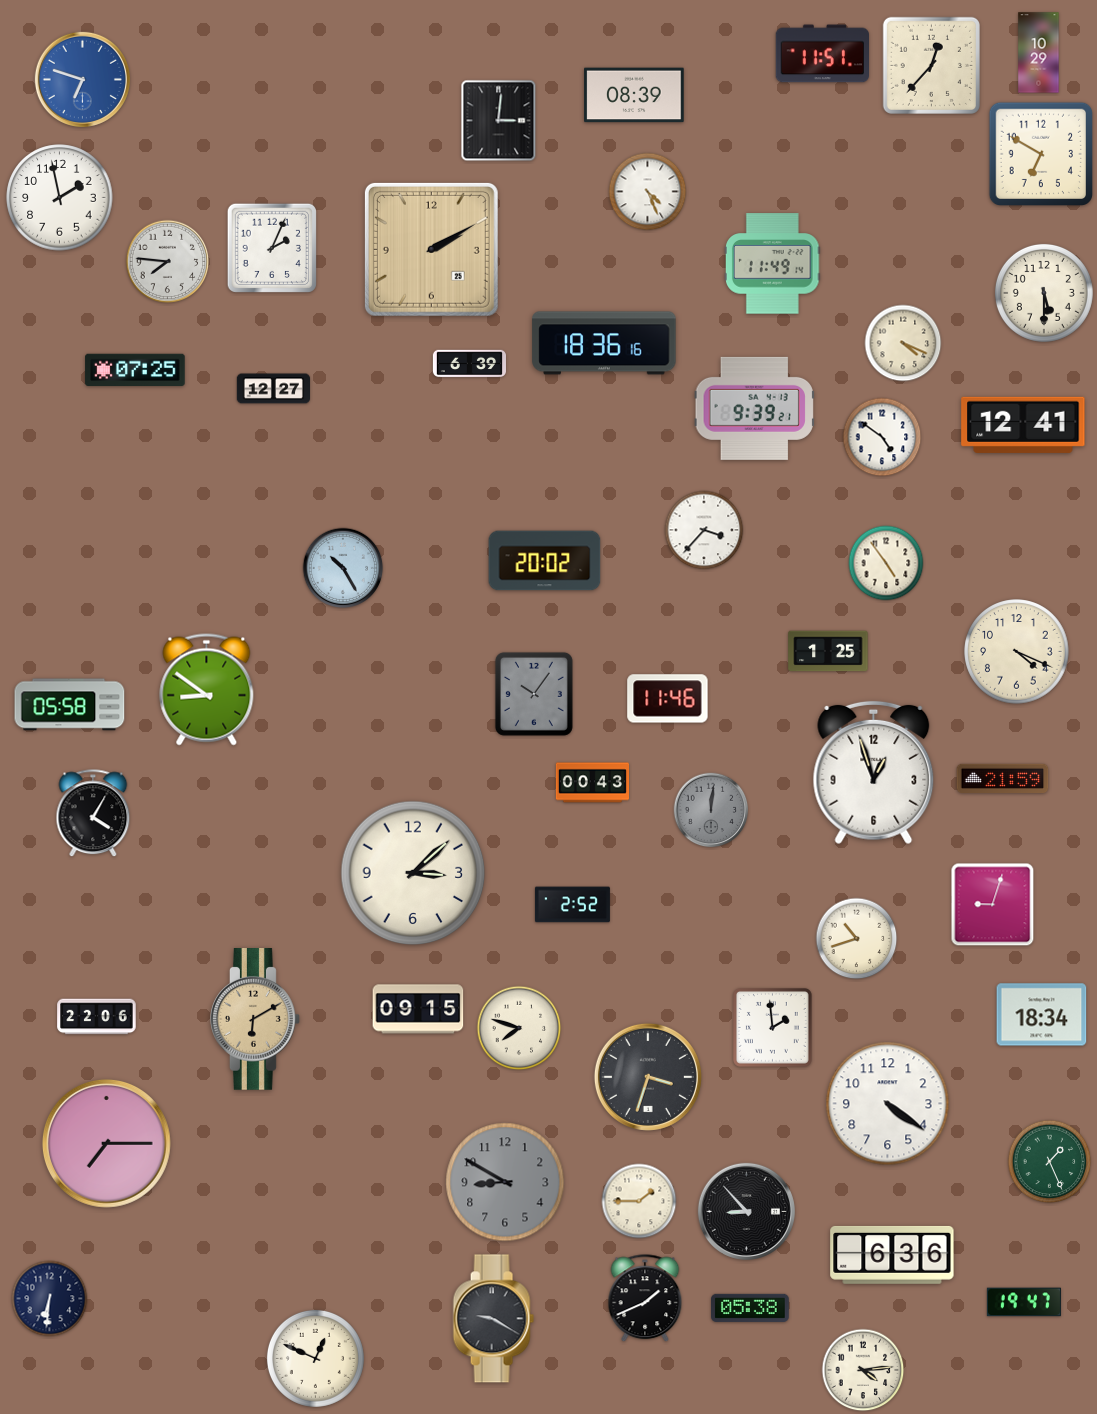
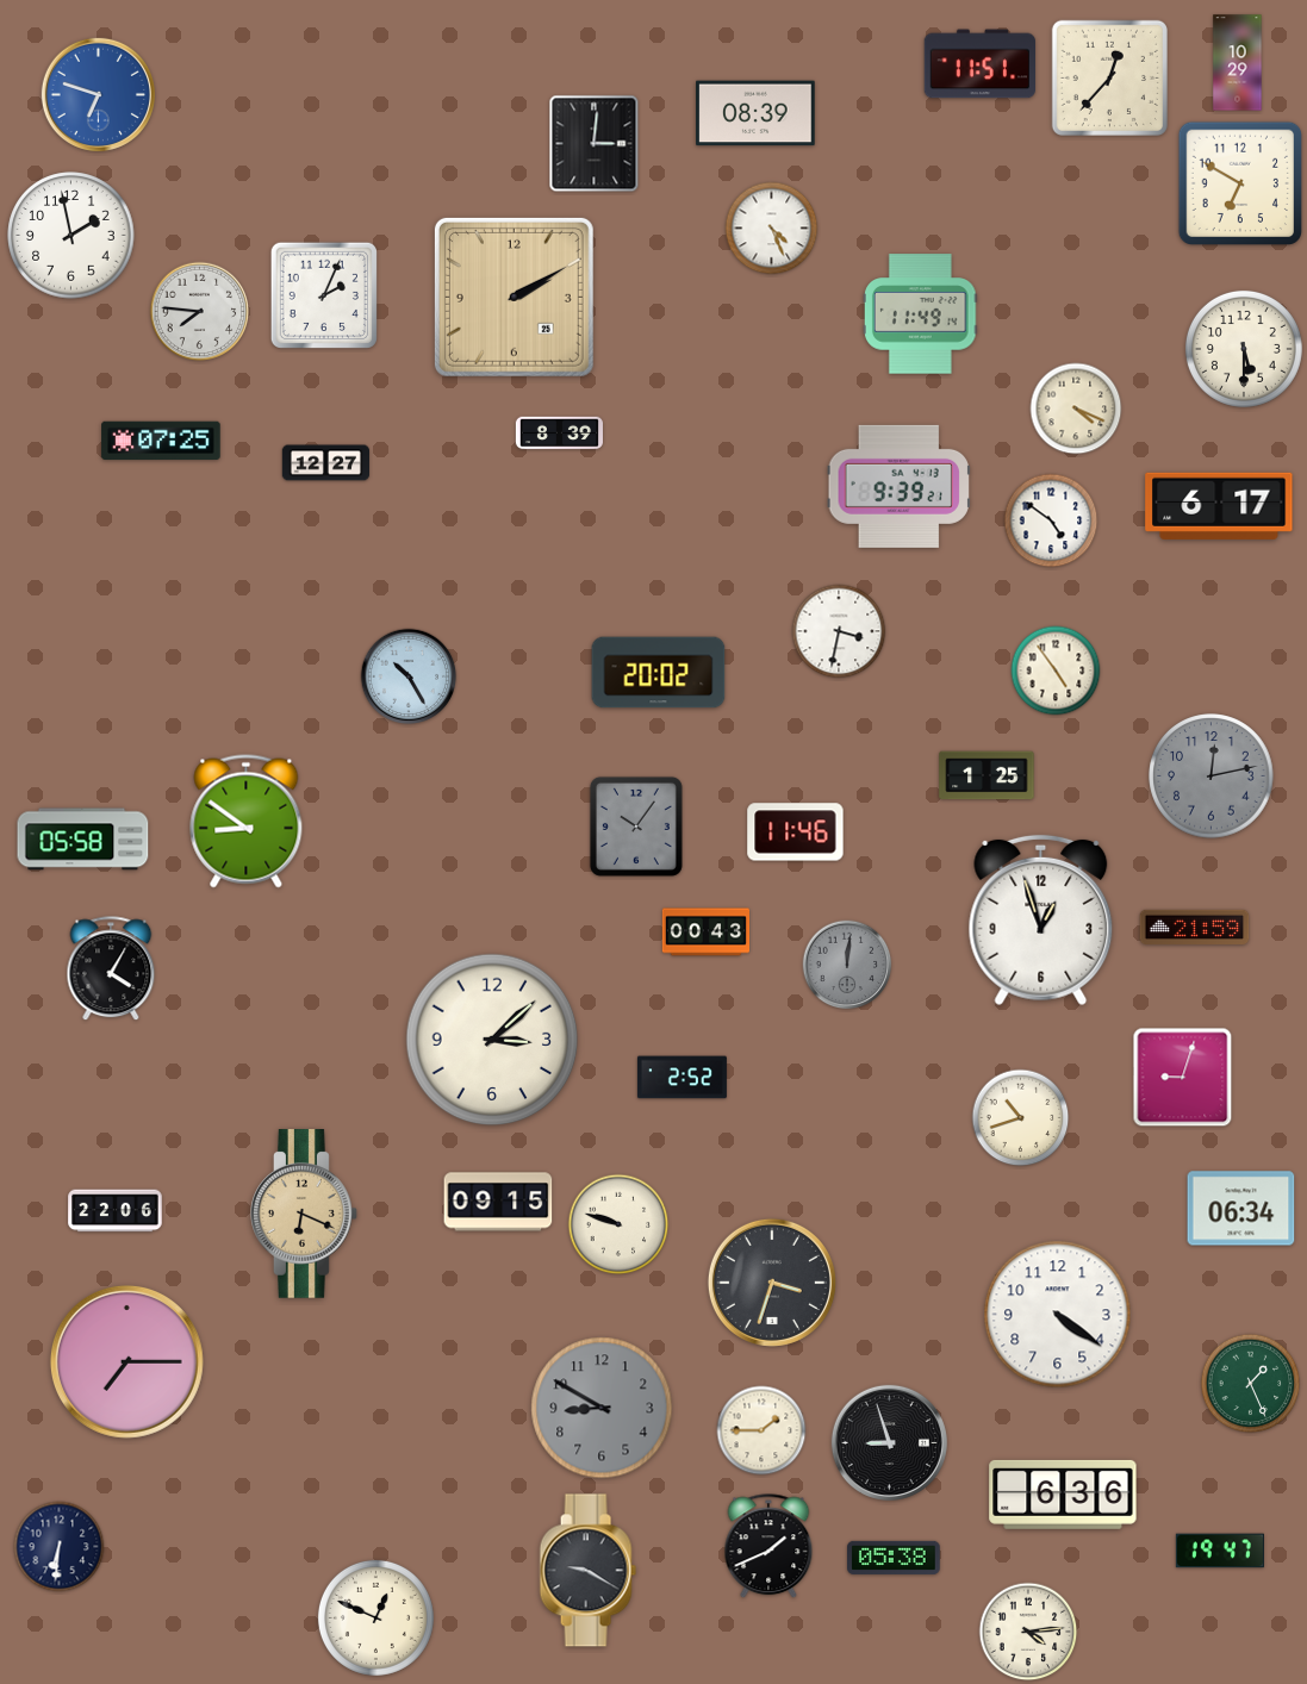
clock at (604, 343): 18:36 -> none
clock at (469, 364): 6:39 -> 8:39
clock at (1023, 425): 12:41 -> 6:17
clock at (704, 530): 3:37 -> 3:32
clock at (545, 561) position: (545, 561) -> (659, 673)
clock at (1017, 652): 4:19 -> 12:13
clock at (1017, 652) dial: cream -> grey
clock at (1042, 1015): 18:34 -> 06:34
clock at (256, 1020): 6:10 -> 6:19
clock at (772, 1027): 1:59 -> none
clock at (519, 1028): 7:48 -> 9:48
clock at (746, 1211): 8:53 -> 8:57
